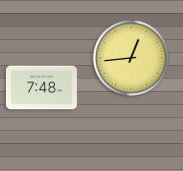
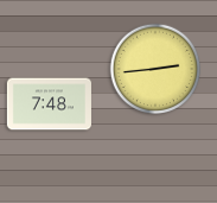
clock at (131, 58): 12:44 -> 2:44
